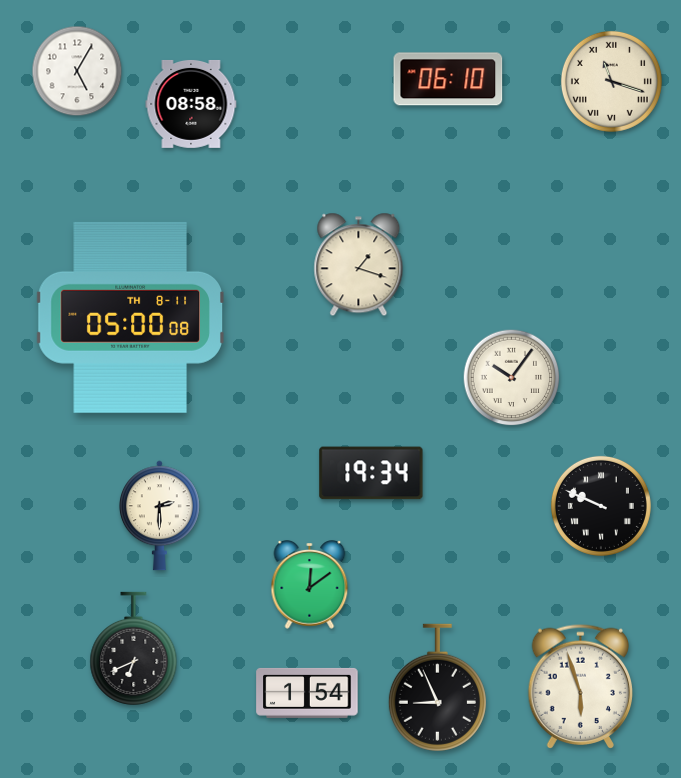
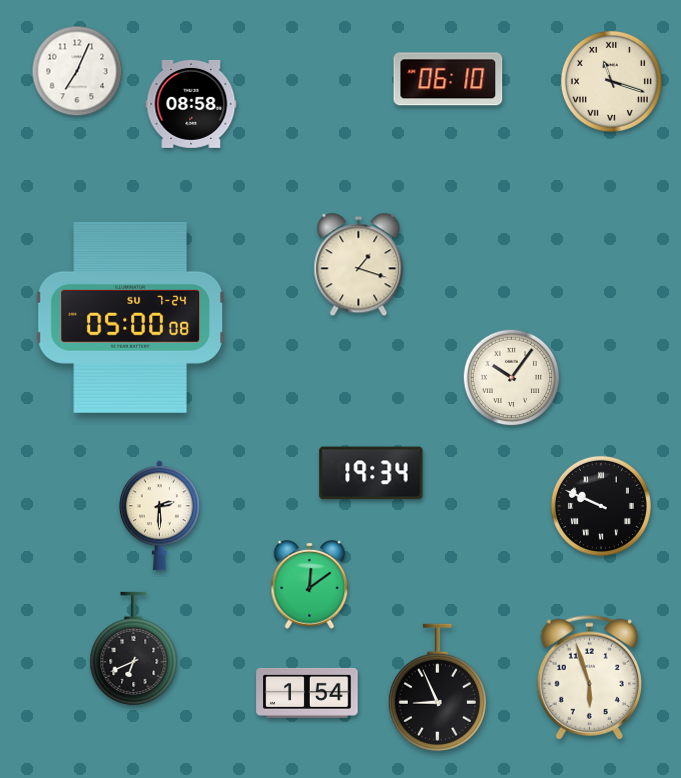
clock at (77, 71): 5:05 -> 7:04
clock at (130, 317) date: TH 8-11 -> SU 7-24
clock at (580, 686) position: (580, 686) -> (589, 677)
